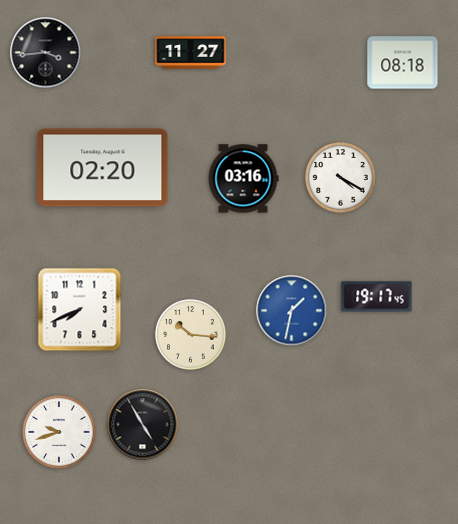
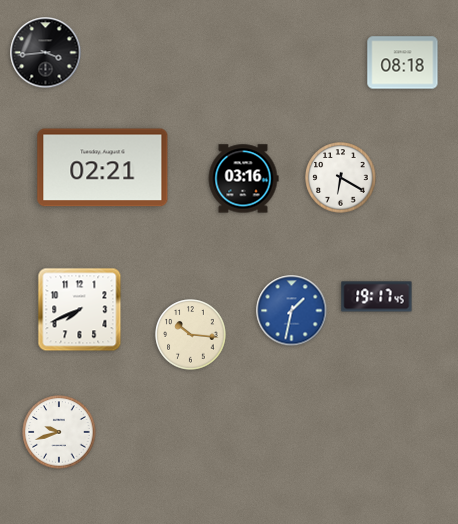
clock at (191, 53): 11:27 -> none
clock at (103, 168): 02:20 -> 02:21
clock at (341, 178): 4:20 -> 6:20
clock at (143, 425): 4:55 -> none
